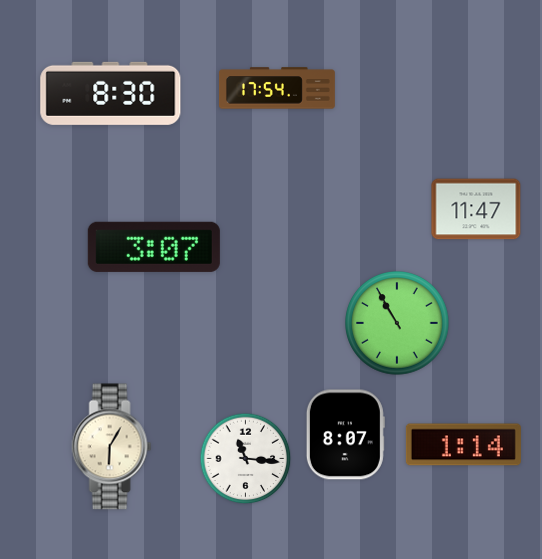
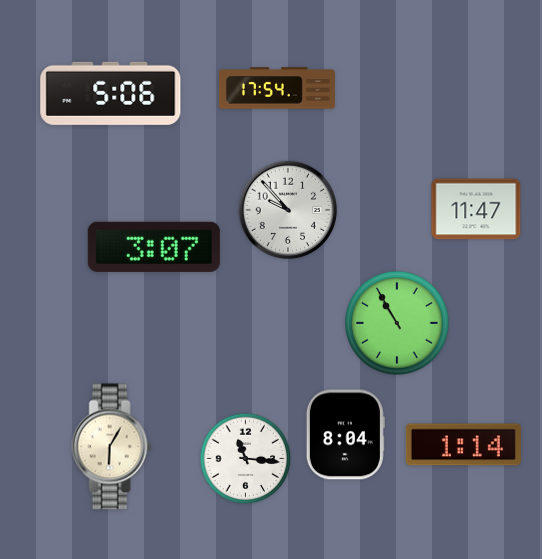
clock at (111, 93): 8:30 -> 5:06
clock at (287, 209): none -> 9:53
clock at (345, 435): 8:07 -> 8:04
